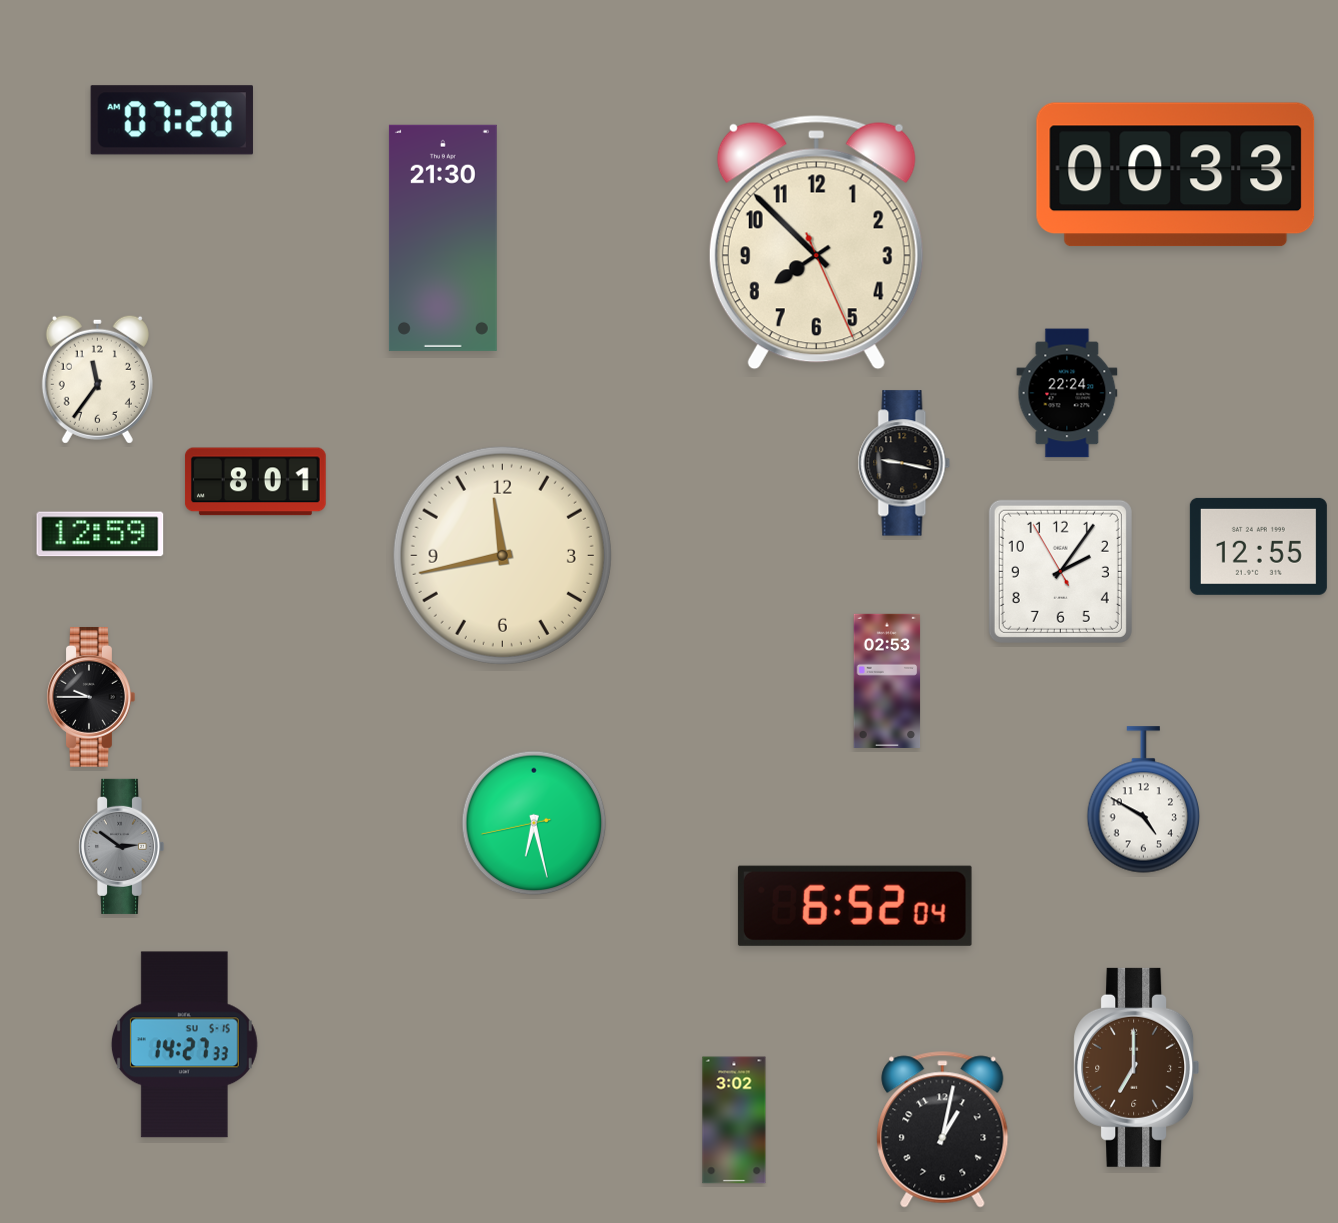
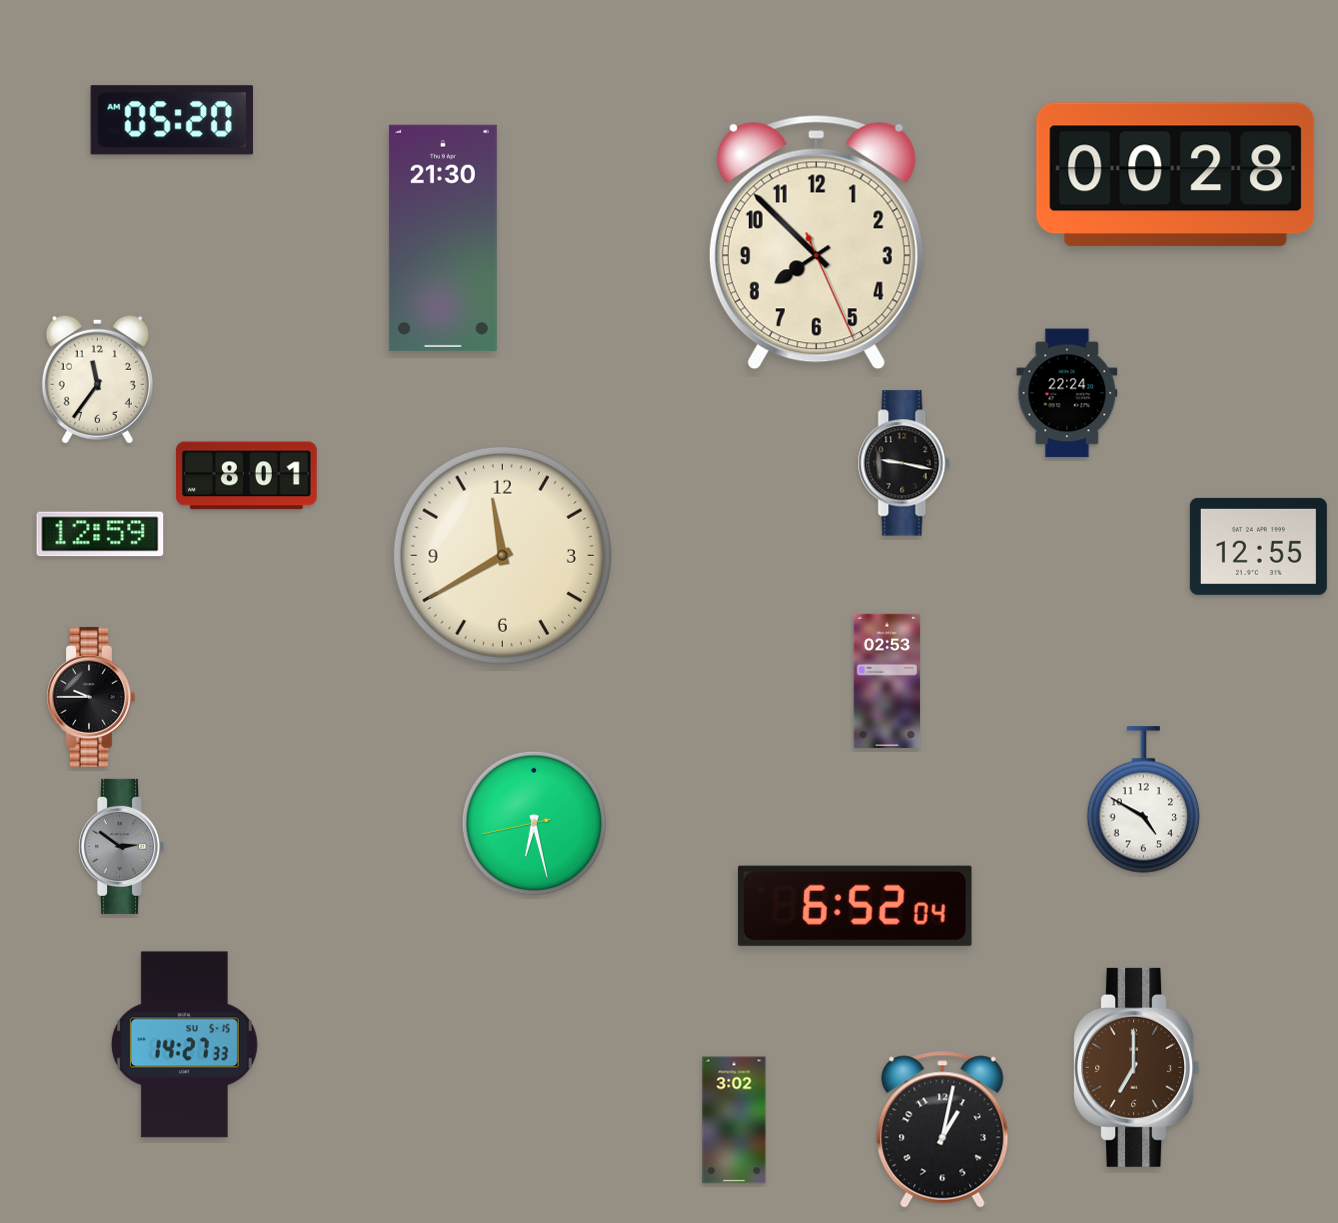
clock at (172, 120): 07:20 -> 05:20
clock at (1176, 175): 00:33 -> 00:28
clock at (255, 482) position: (255, 482) -> (246, 476)
clock at (502, 555): 11:43 -> 11:40
clock at (1060, 571): 2:05 -> none
